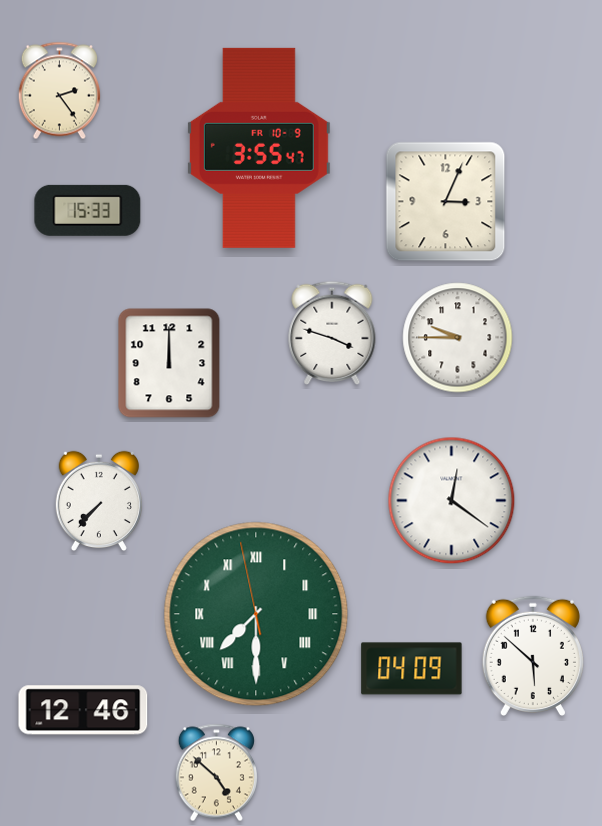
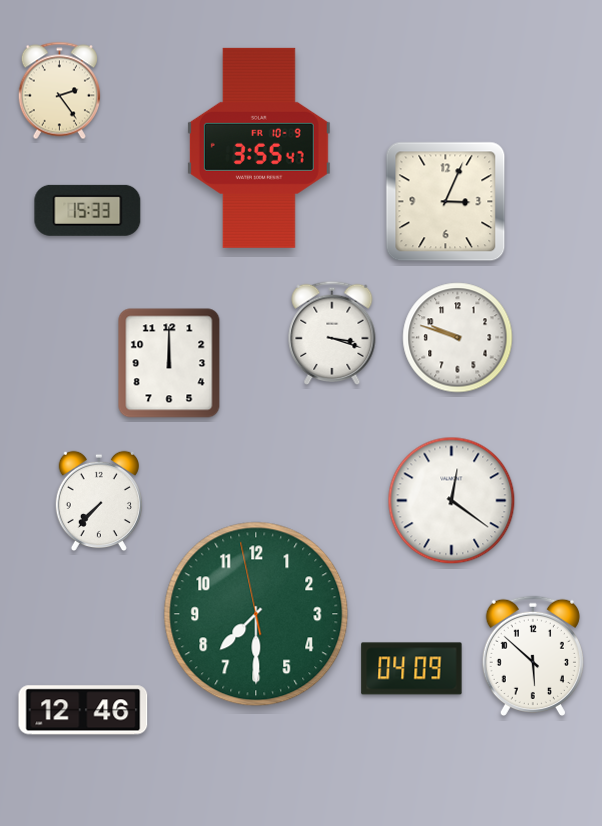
clock at (332, 333): 3:48 -> 3:18
clock at (458, 338): 9:45 -> 9:48
clock at (256, 614) numerals: Roman -> Arabic
clock at (216, 773): 4:52 -> none
